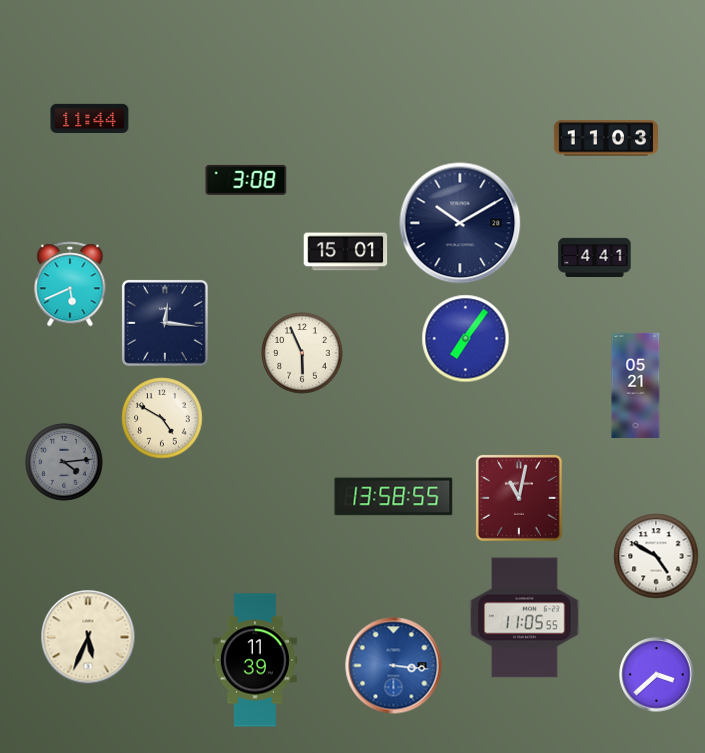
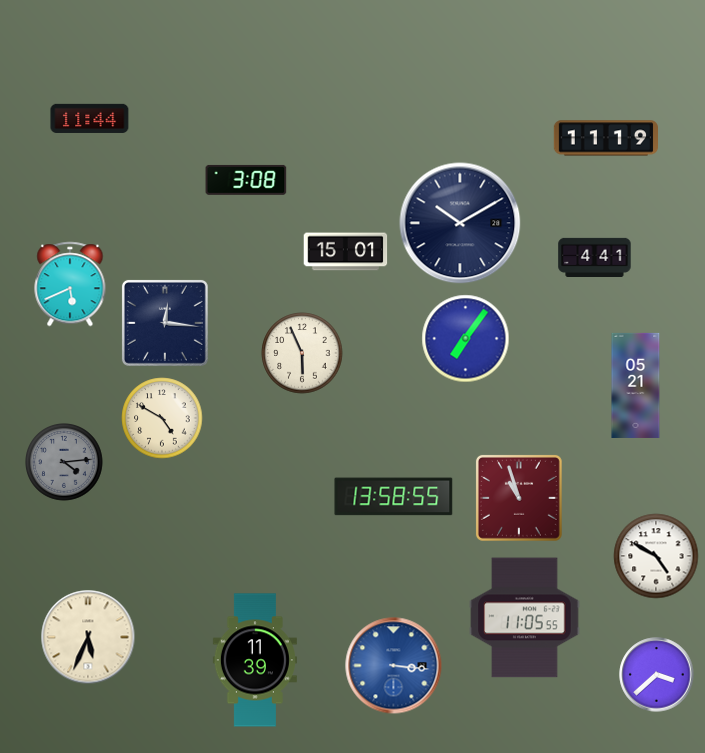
clock at (605, 138): 11:03 -> 11:19
clock at (519, 498): 11:02 -> 10:57
